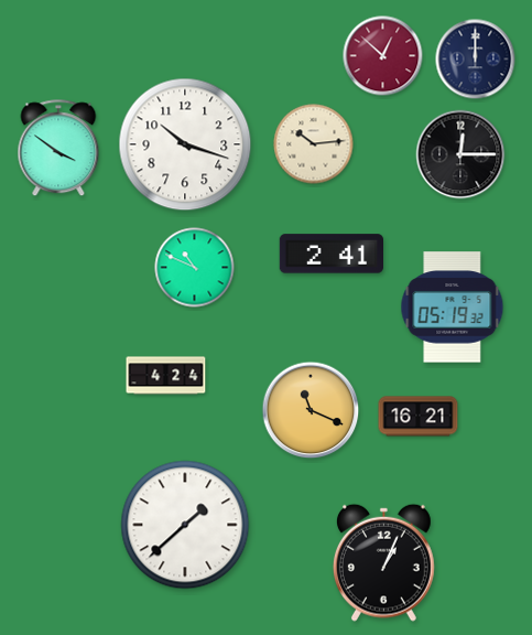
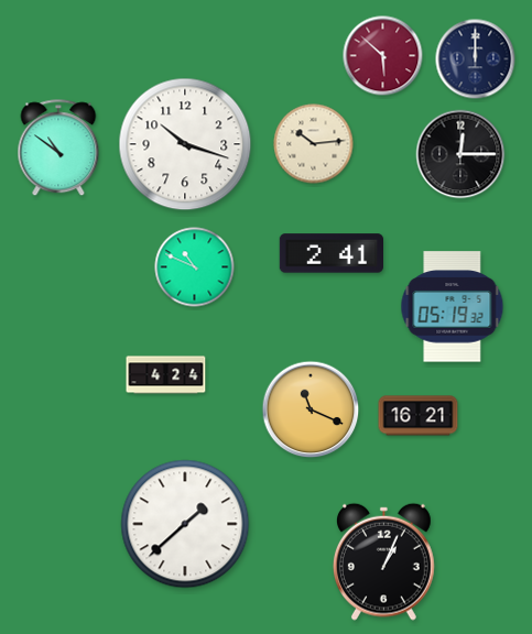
clock at (383, 56): 12:52 -> 5:52
clock at (58, 149): 3:51 -> 10:51
